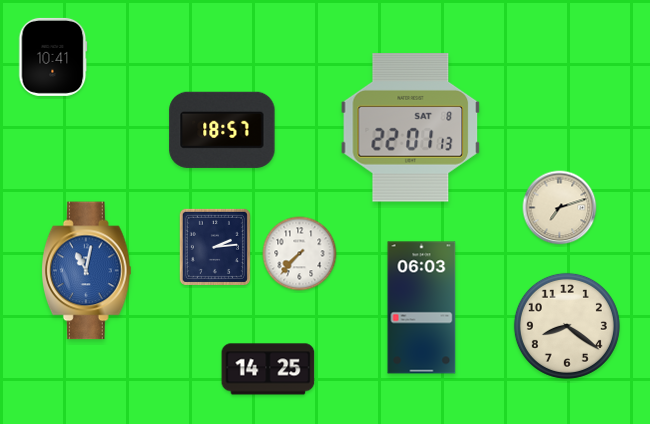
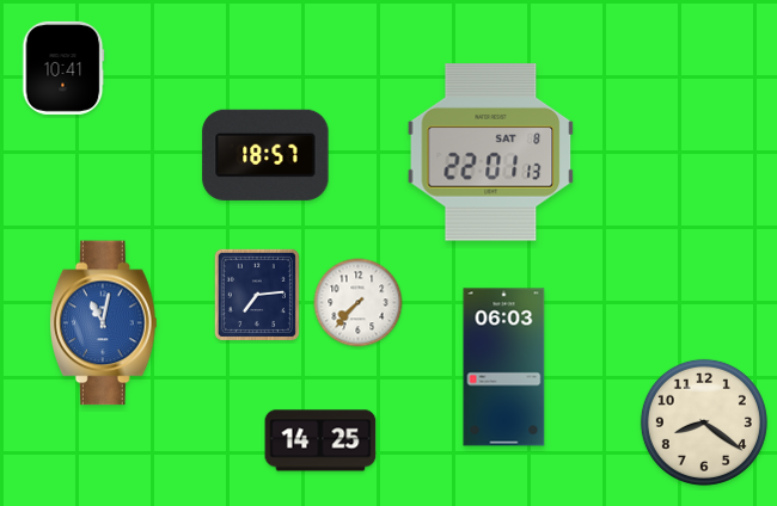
clock at (560, 208): 7:12 -> none
clock at (215, 247): 2:14 -> 7:14
clock at (567, 326) position: (567, 326) -> (704, 422)
